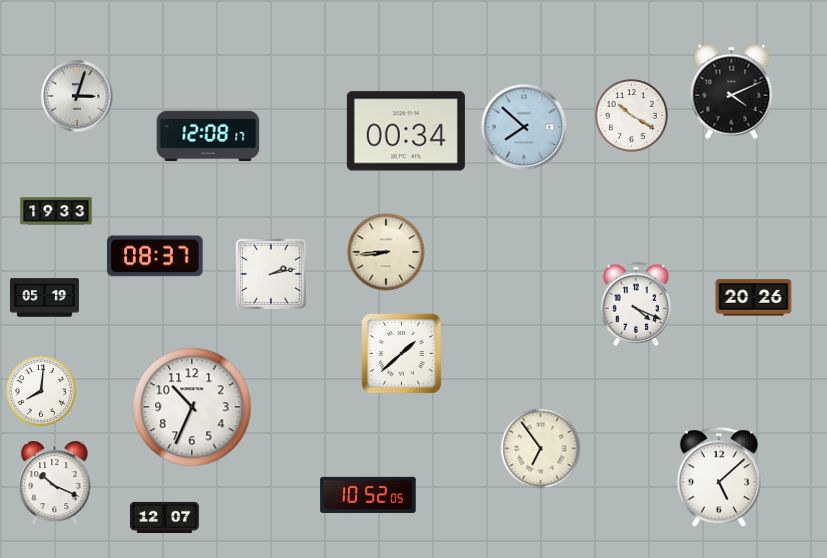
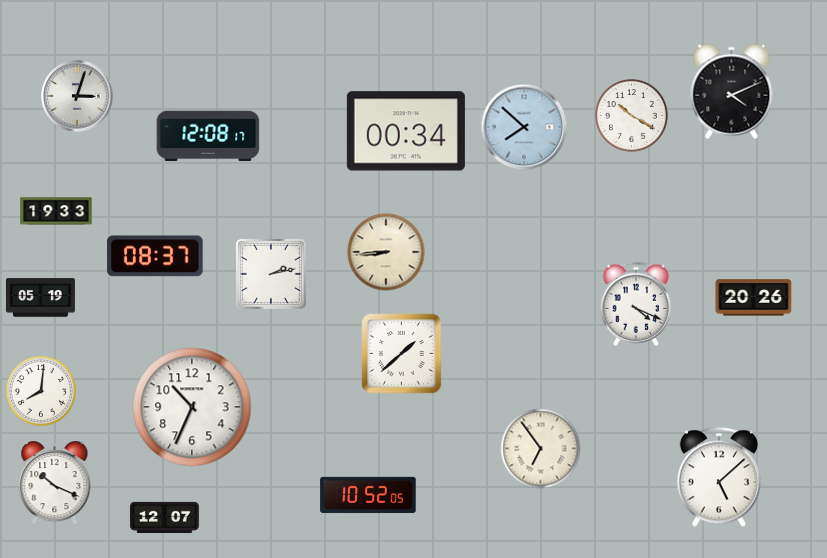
clock at (44, 298) position: (44, 298) -> (40, 298)
